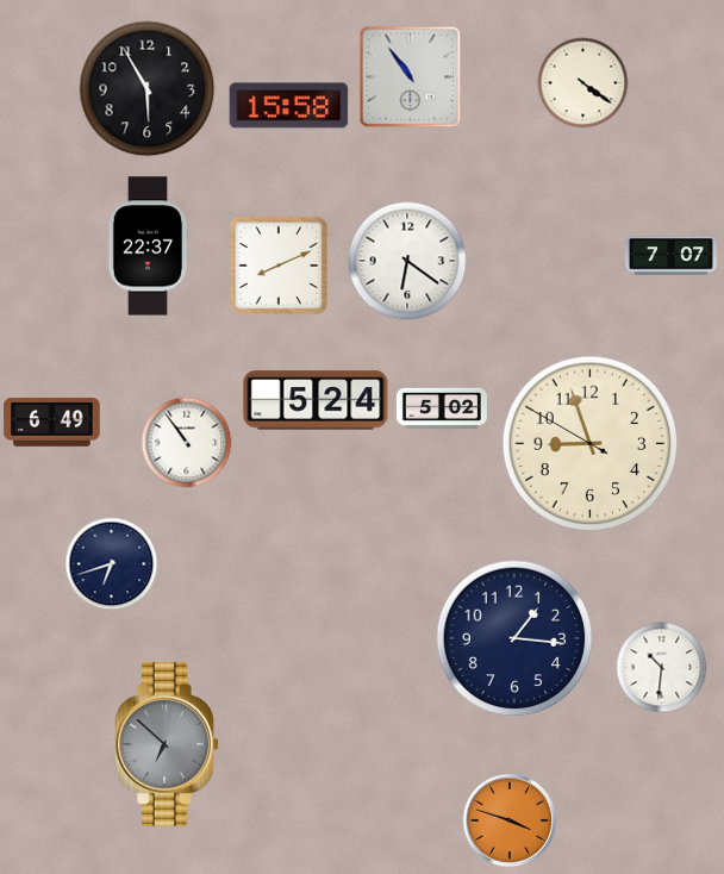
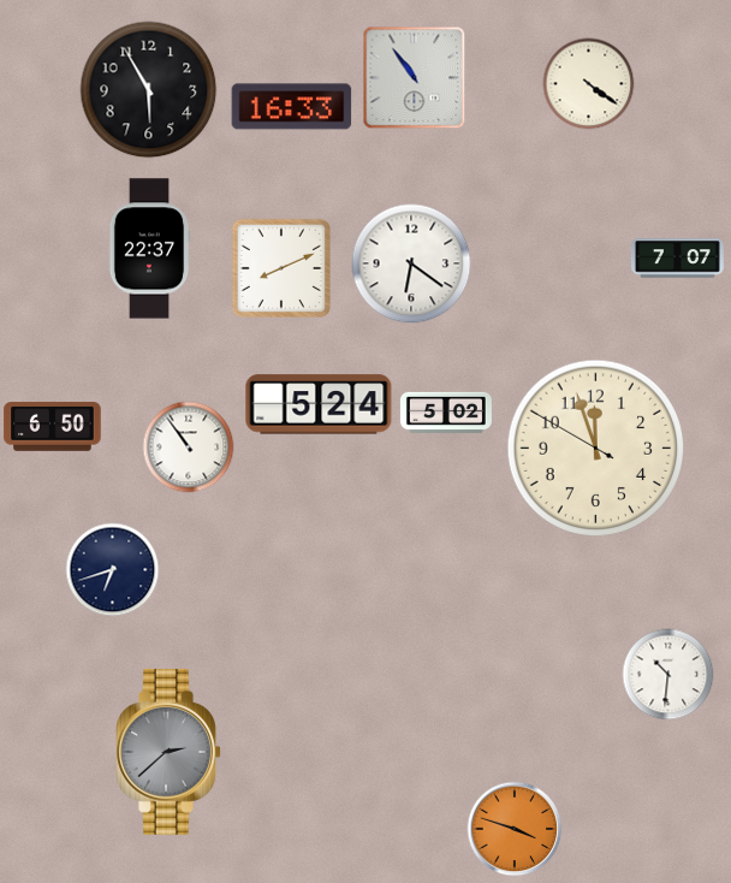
clock at (289, 106): 15:58 -> 16:33
clock at (52, 423): 6:49 -> 6:50
clock at (591, 444): 8:56 -> 11:56
clock at (514, 638): 1:16 -> none
clock at (167, 744): 6:52 -> 2:38
